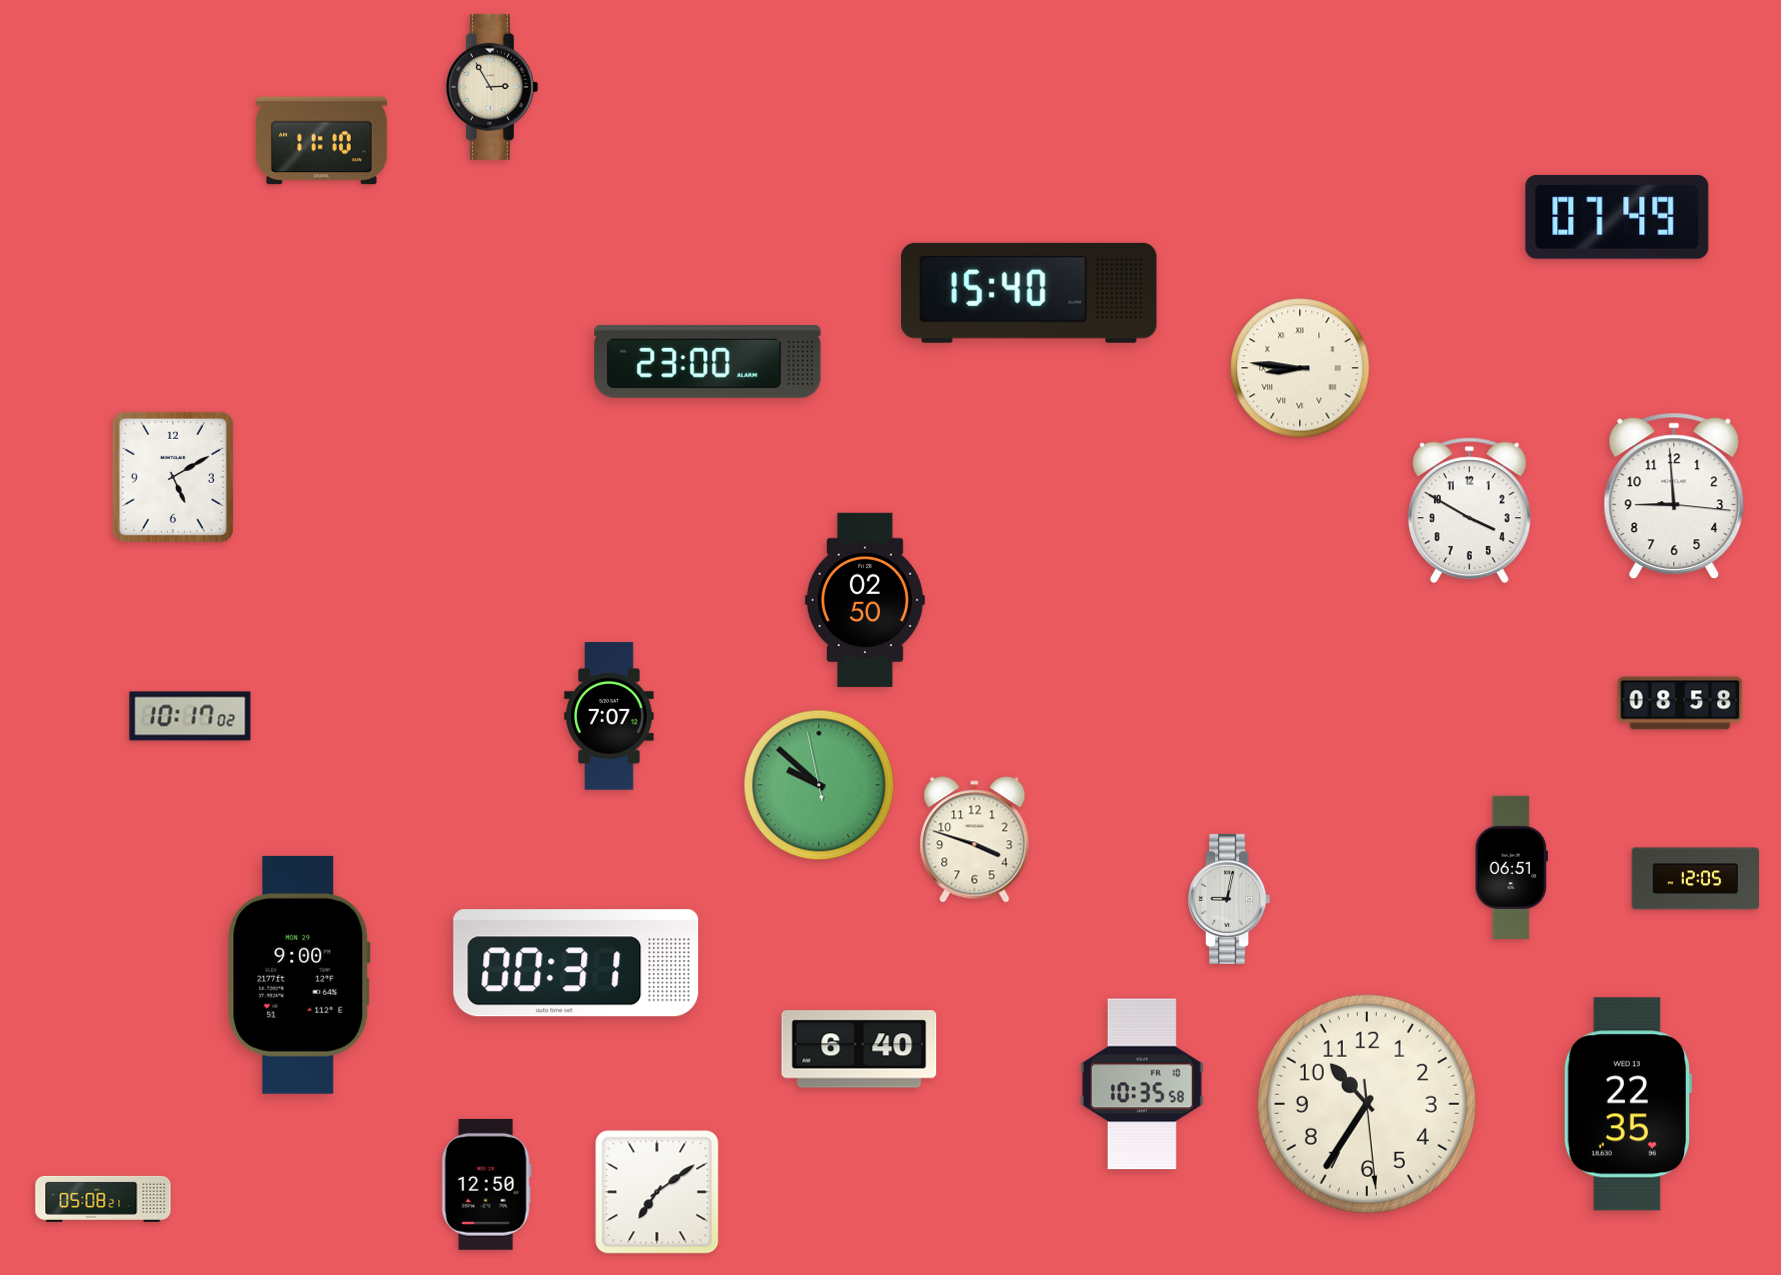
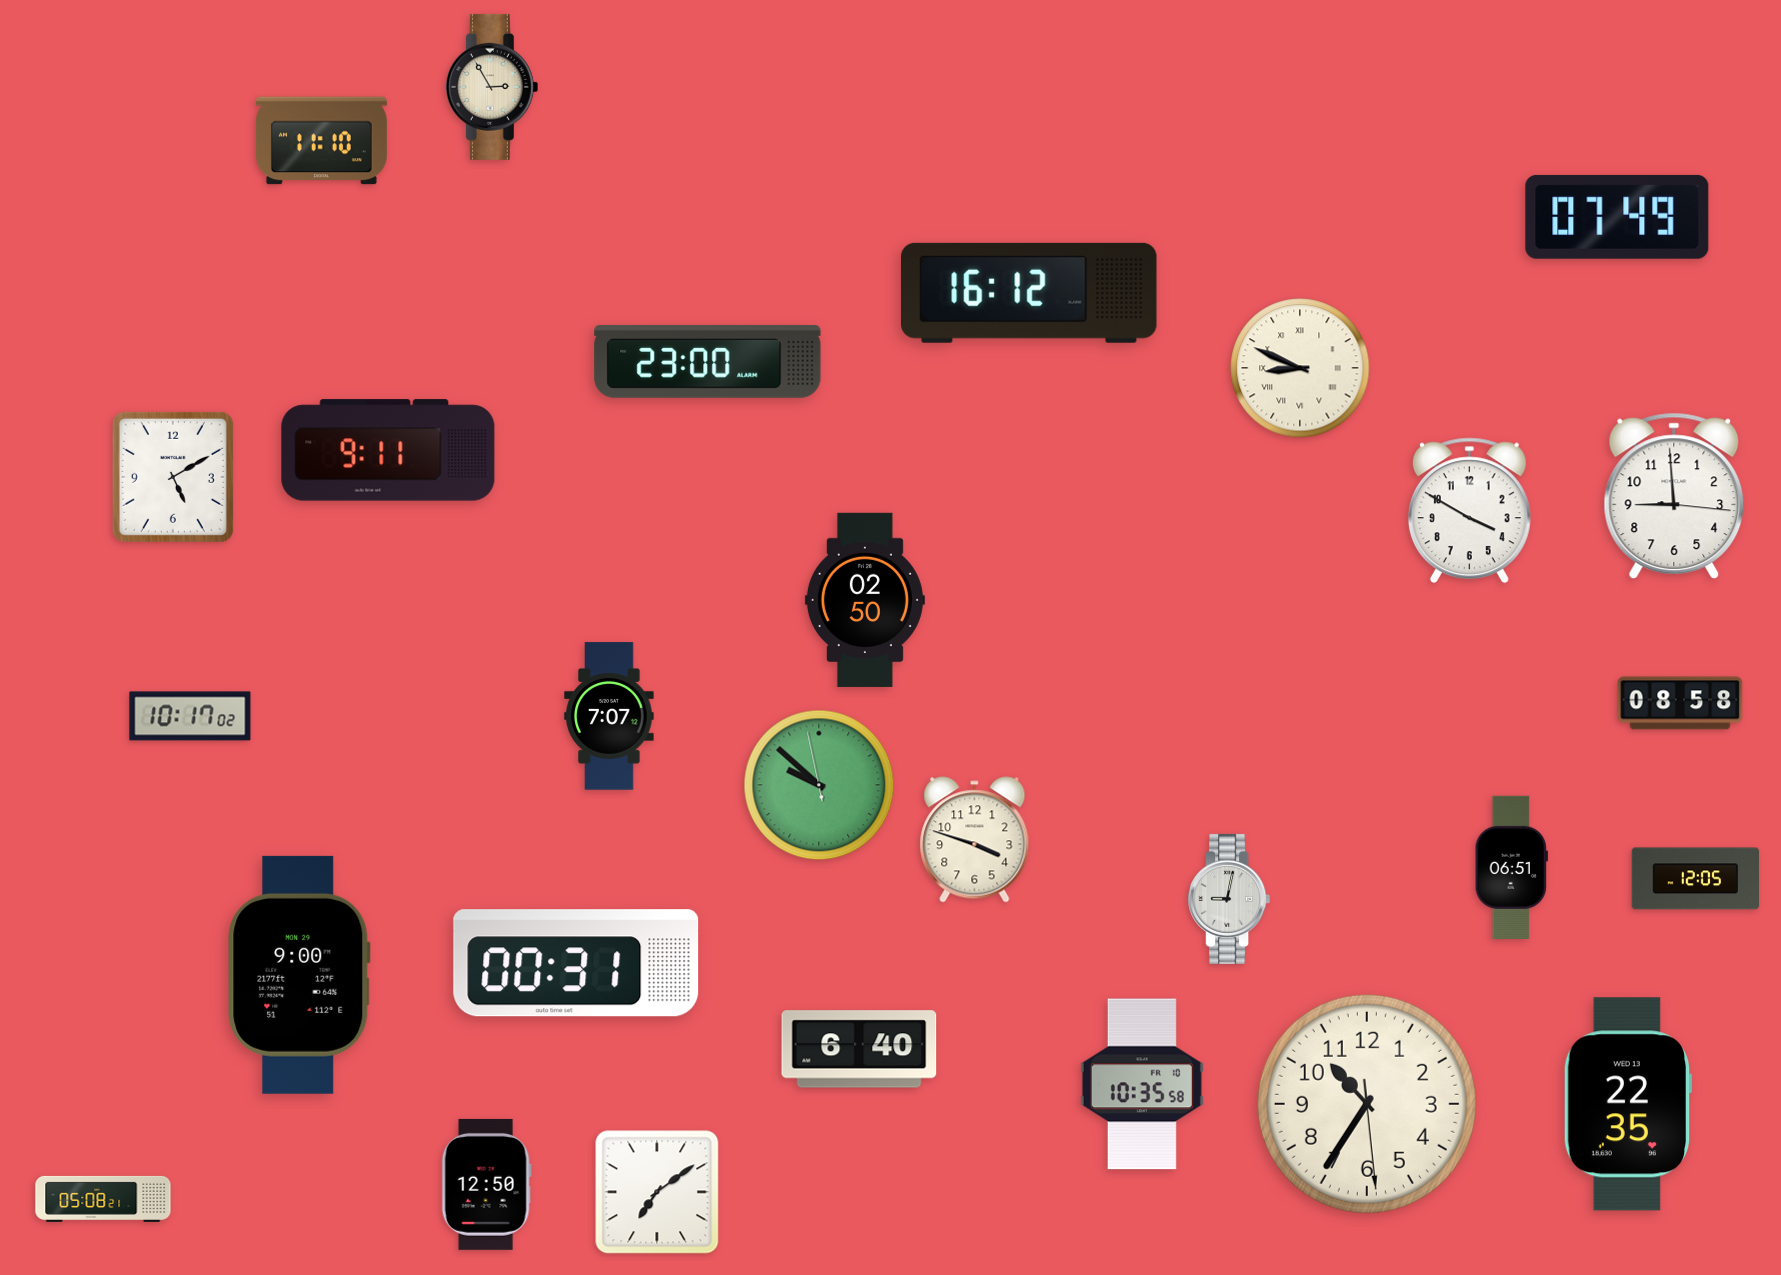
clock at (1030, 293): 15:40 -> 16:12
clock at (1300, 368): 8:46 -> 8:49
clock at (388, 450): none -> 9:11
